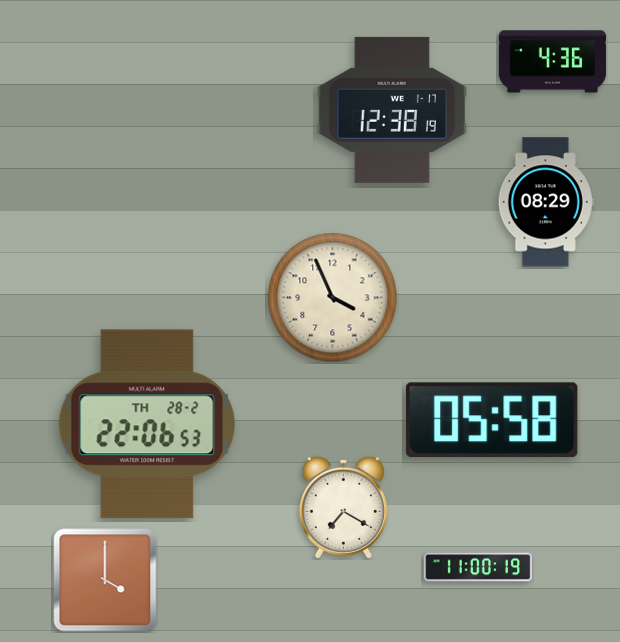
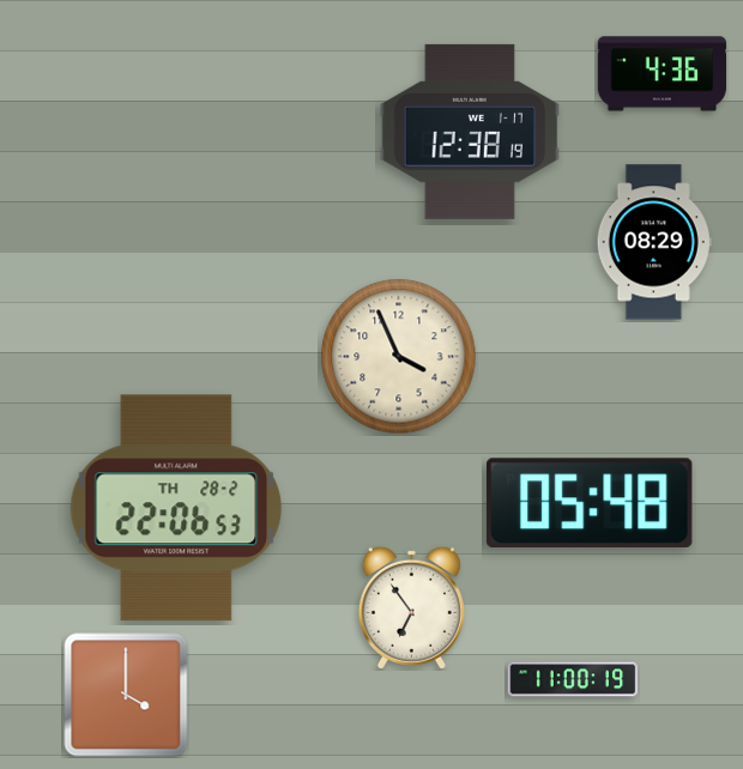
clock at (492, 419): 05:58 -> 05:48
clock at (343, 507): 7:20 -> 6:54
